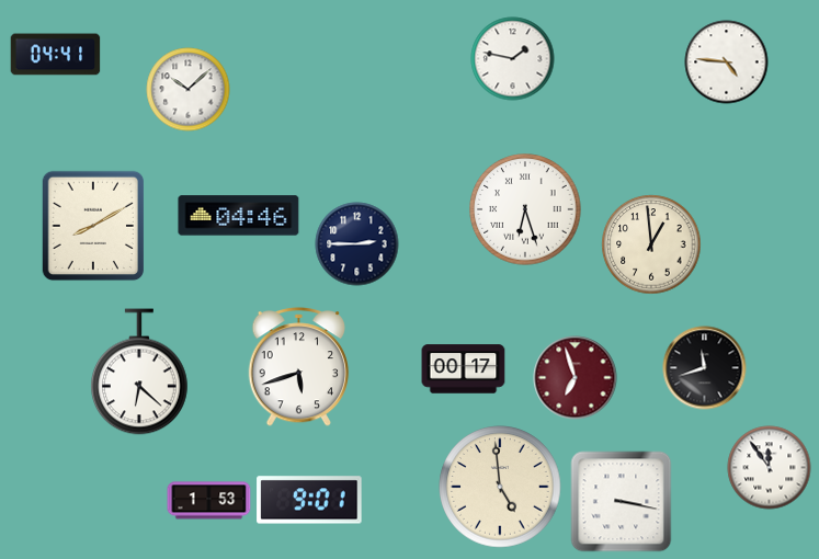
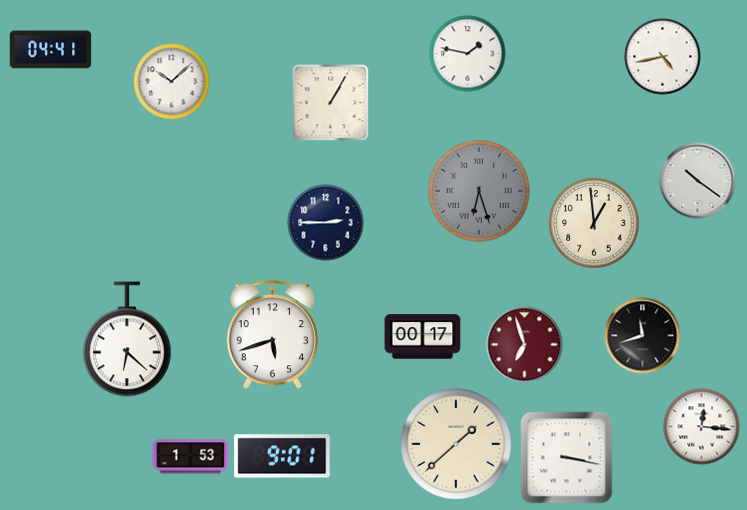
clock at (727, 62): 4:46 -> 4:43
clock at (330, 103): none -> 1:05
clock at (698, 181): none -> 10:21
clock at (525, 209) dial: white -> grey
clock at (239, 216): 04:46 -> none
clock at (92, 226): 8:10 -> none
clock at (770, 468): 11:54 -> 12:16
clock at (500, 487): 4:59 -> 1:38
